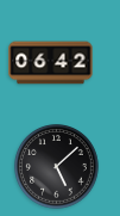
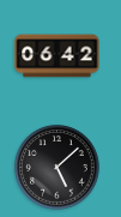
clock at (51, 63) position: (51, 63) -> (58, 56)
